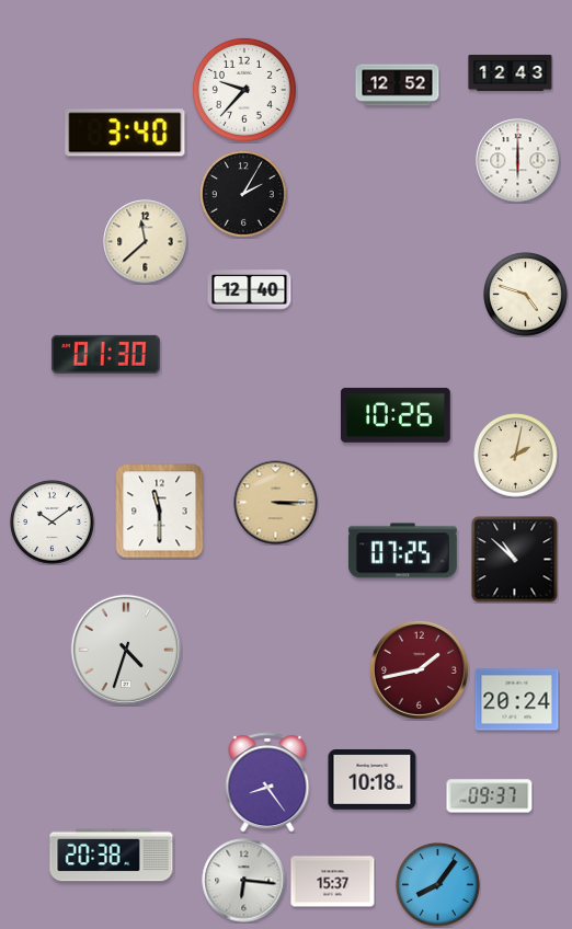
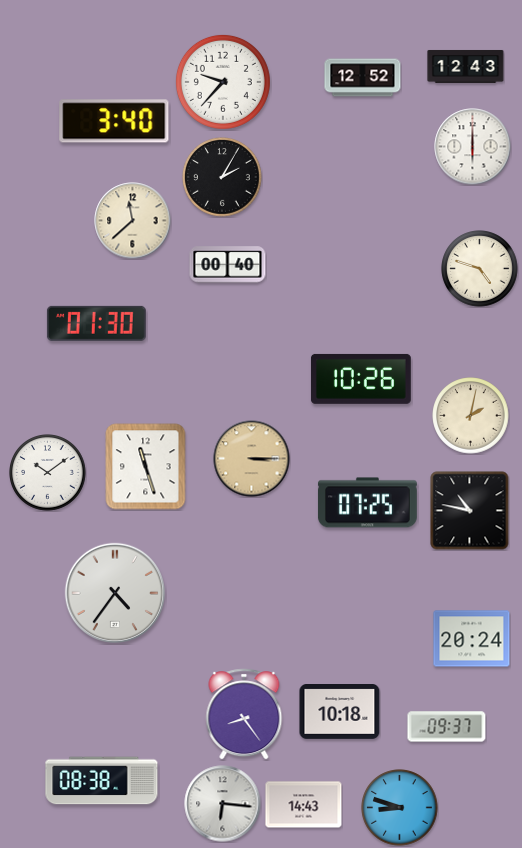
clock at (250, 290): 12:40 -> 00:40
clock at (160, 512): 11:30 -> 11:27
clock at (53, 523) position: (53, 523) -> (48, 473)
clock at (515, 560): 10:52 -> 10:47
clock at (126, 650): 4:33 -> 4:36
clock at (419, 669): 1:43 -> none
clock at (112, 856): 20:38 -> 08:38
clock at (333, 882): 15:37 -> 14:43
clock at (438, 885): 8:06 -> 8:48
